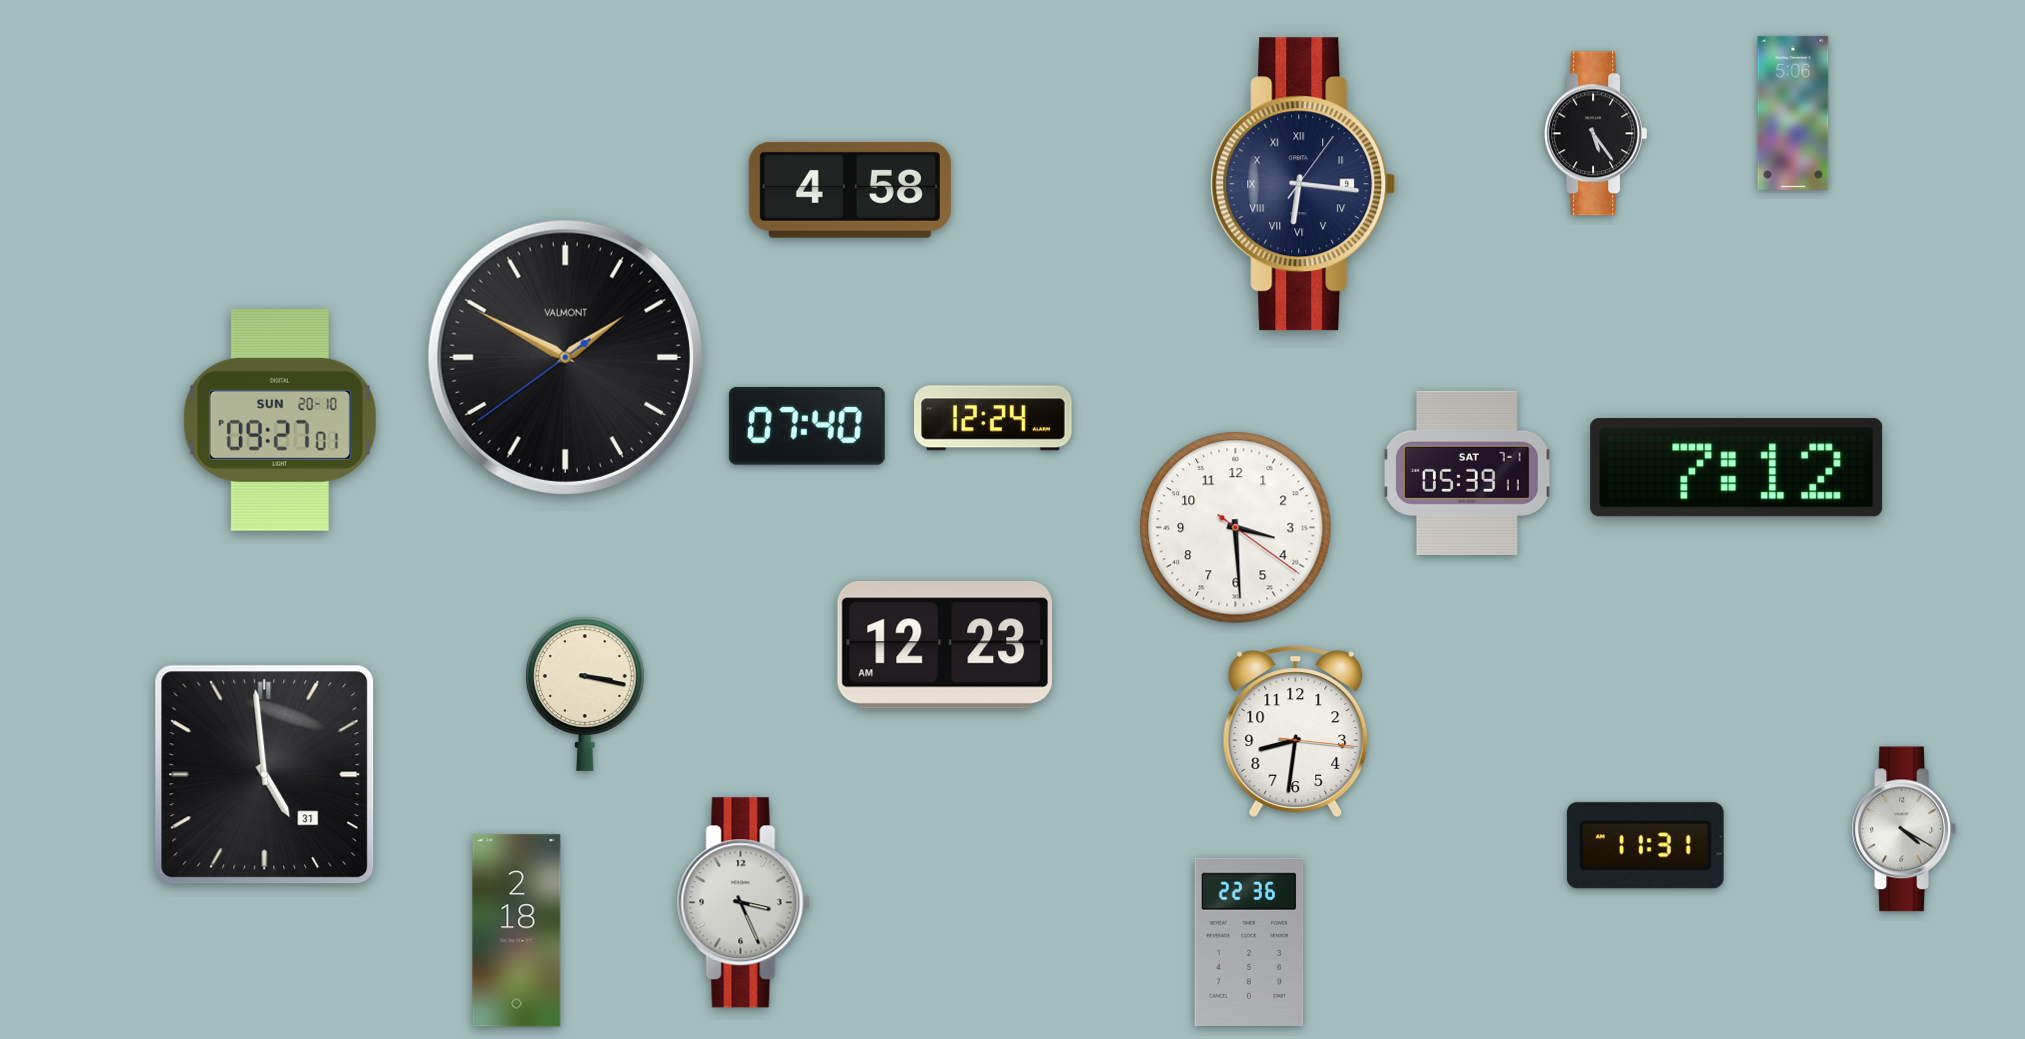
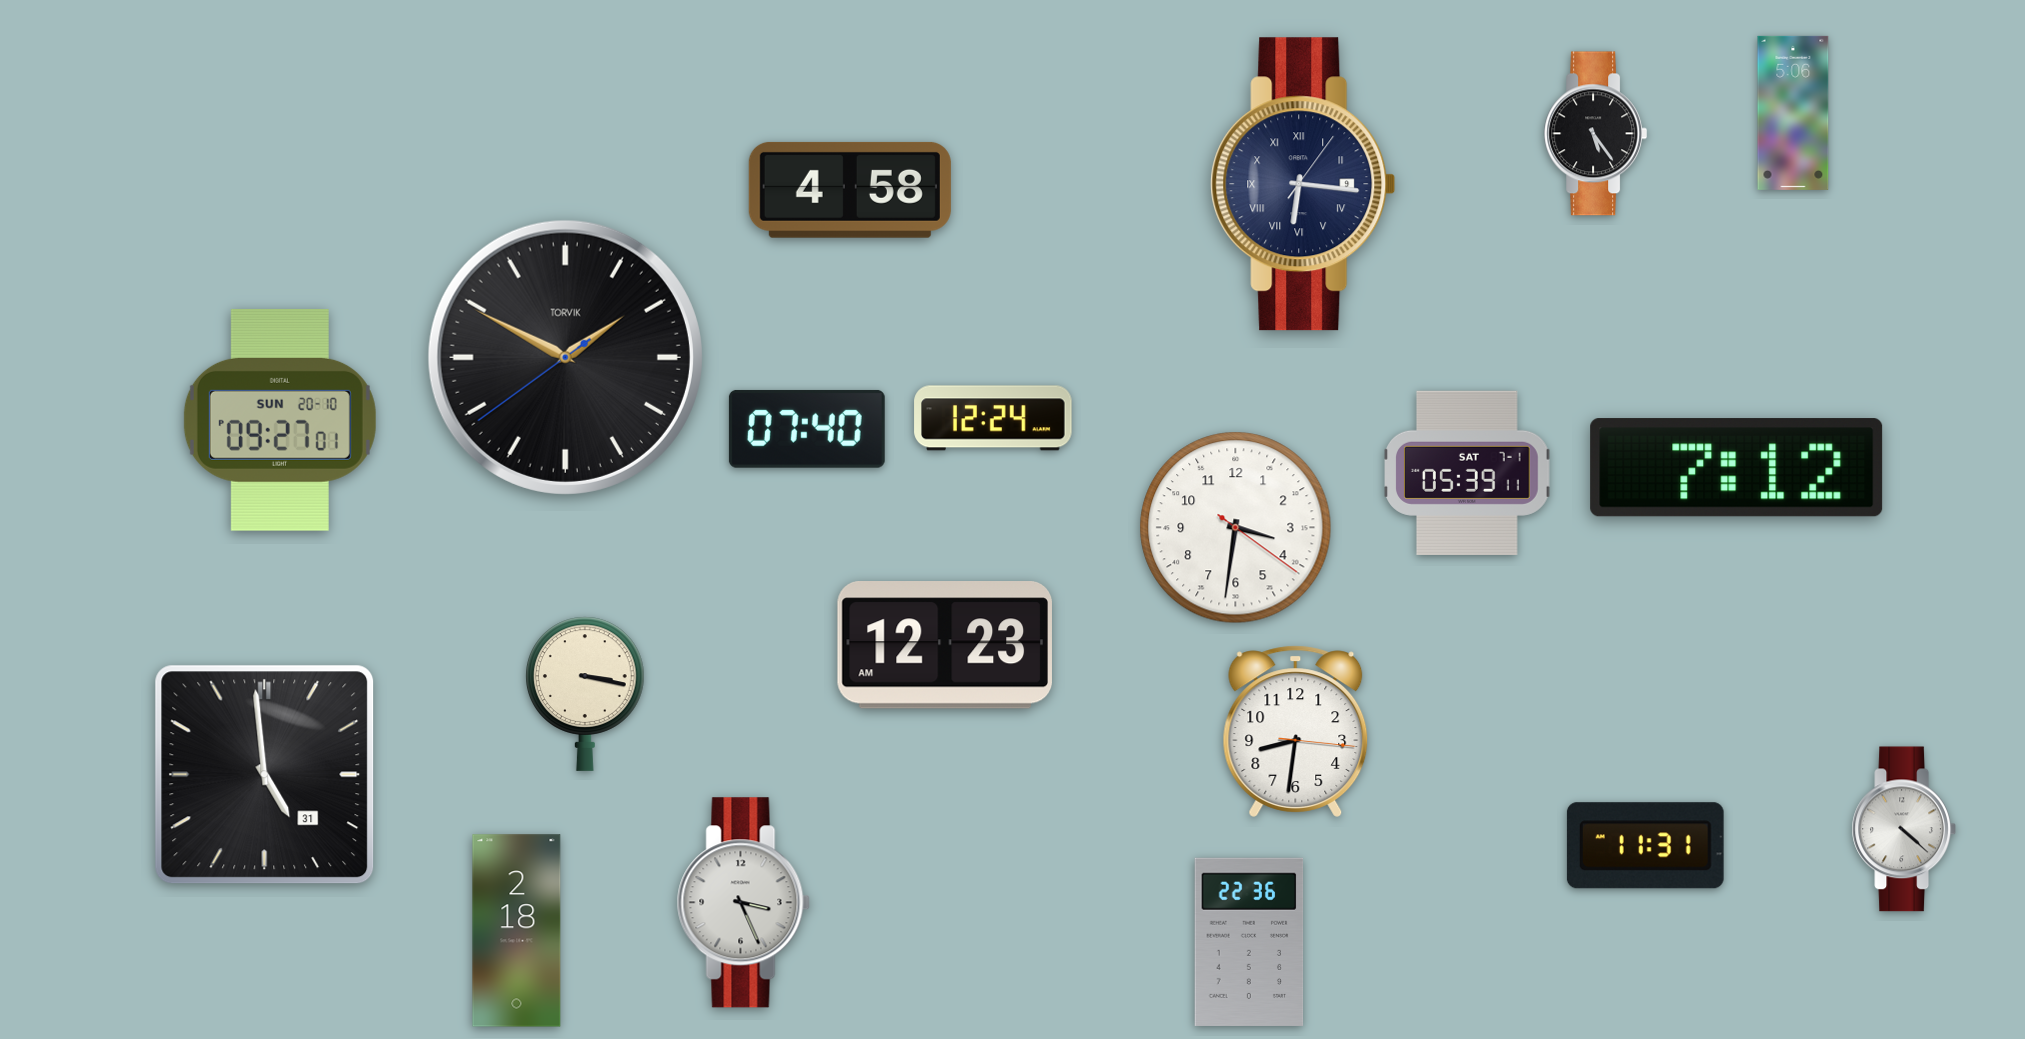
clock at (565, 357) brand: VALMONT -> TORVIK
clock at (807, 426) position: (807, 426) -> (807, 429)
clock at (1236, 528): 3:29 -> 3:31
clock at (1903, 829): 4:20 -> 4:22
